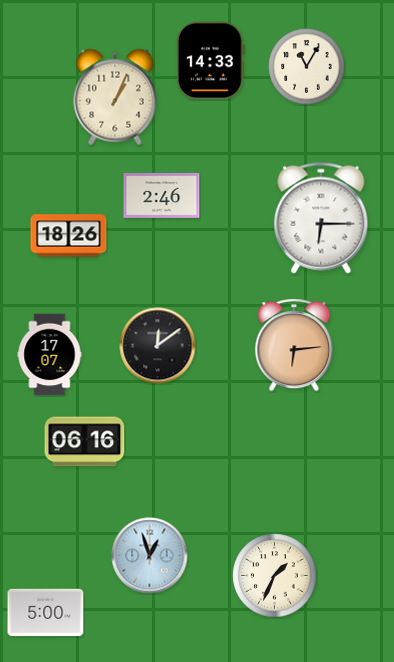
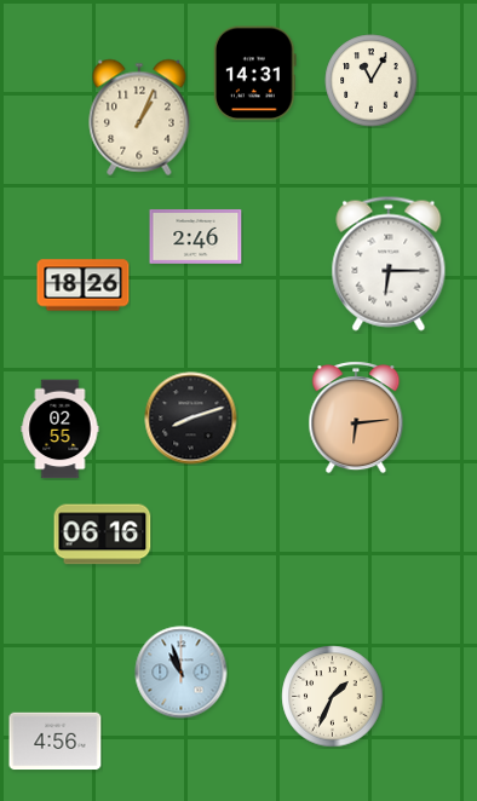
clock at (210, 61): 14:33 -> 14:31
clock at (158, 346): 12:09 -> 8:12
clock at (50, 355): 17:07 -> 02:55
clock at (150, 556): 12:57 -> 10:57
clock at (46, 613): 5:00 -> 4:56
